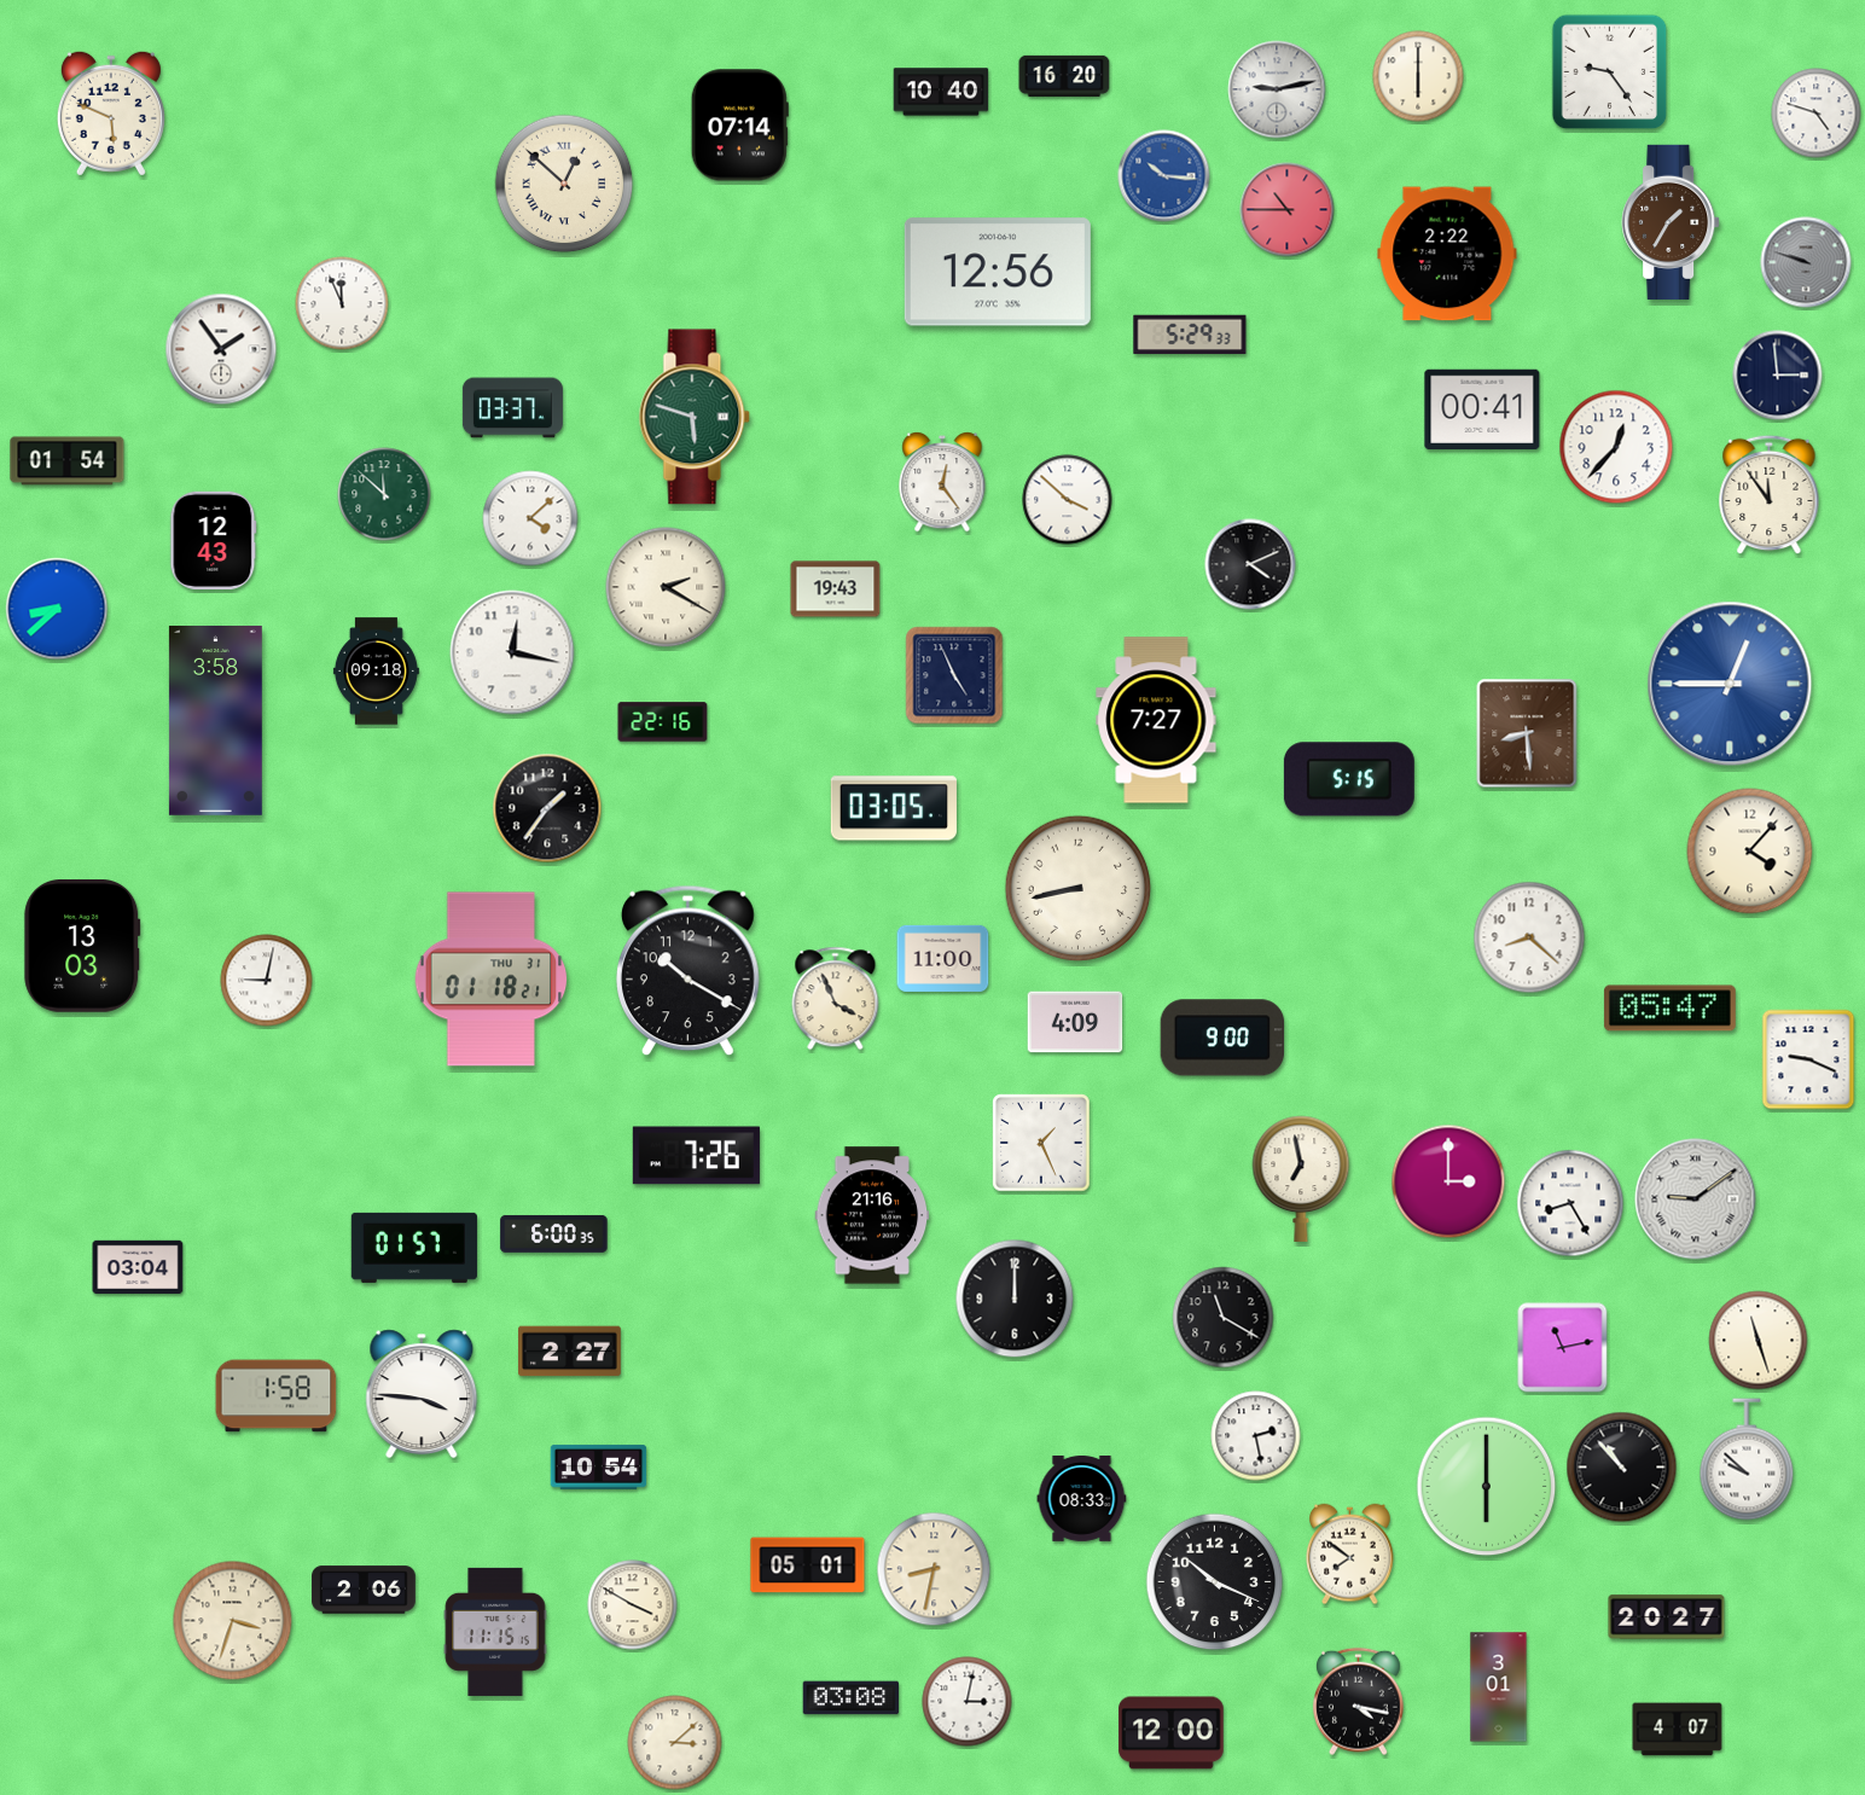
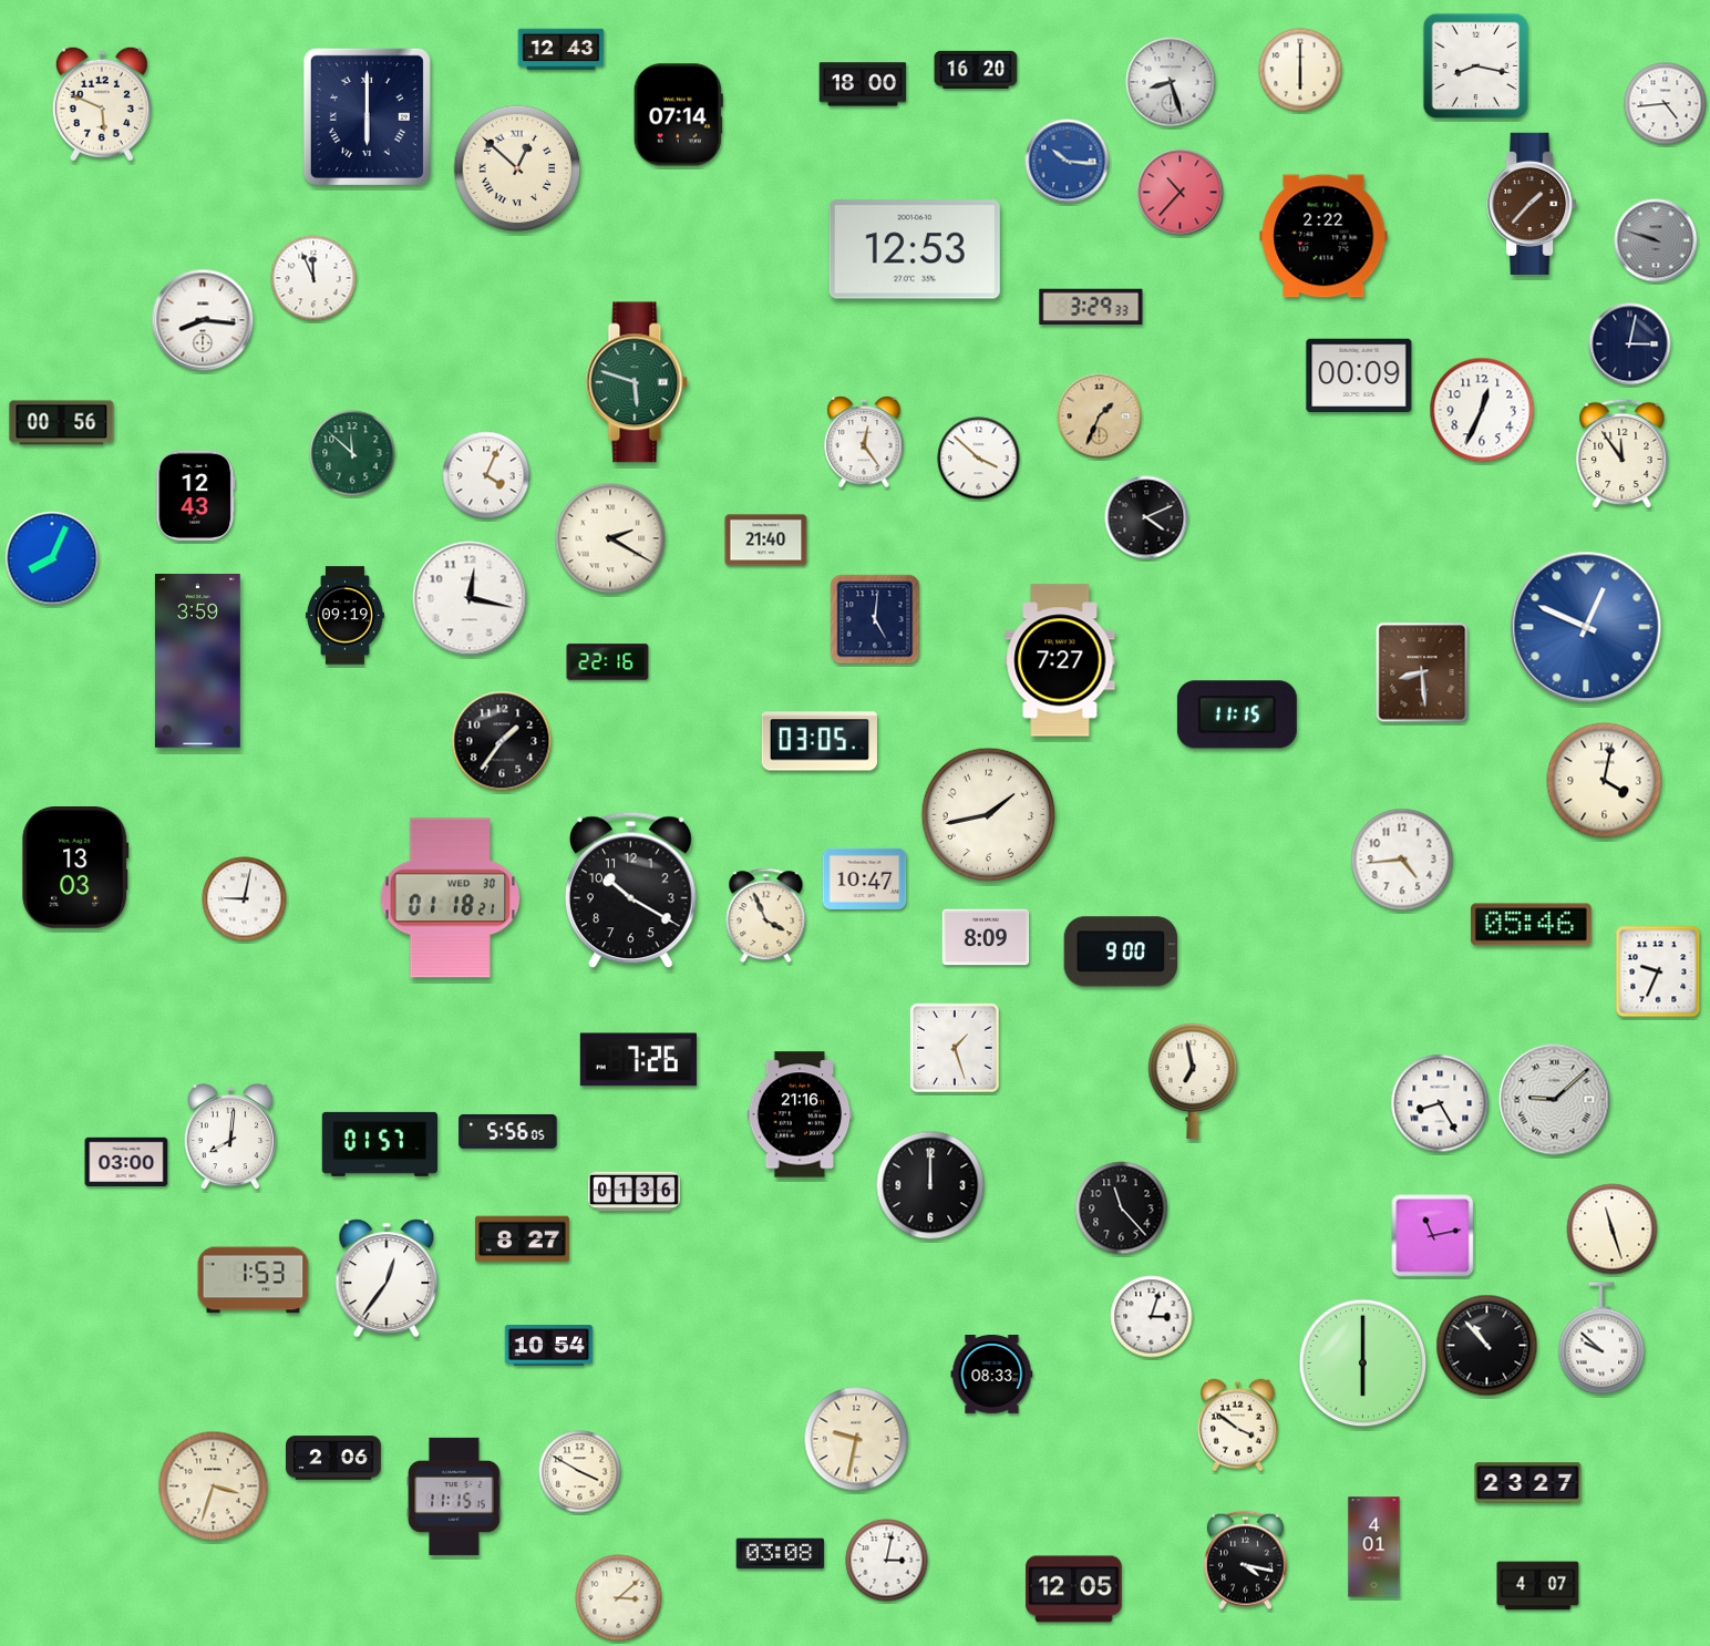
clock at (562, 50): none -> 12:43
clock at (1610, 72): 9:24 -> 8:17
clock at (1277, 89): 9:13 -> 8:27
clock at (941, 92): 10:40 -> 18:00
clock at (1817, 114): 4:48 -> 4:44
clock at (367, 116): none -> 6:00
clock at (1288, 210): 10:45 -> 10:37
clock at (1671, 222): 1:35 -> 1:37
clock at (1447, 254) position: (1447, 254) -> (1323, 236)
clock at (998, 272): 12:56 -> 12:53
clock at (1190, 333): 5:29 -> 3:29
clock at (221, 349): 1:54 -> 8:16
clock at (1778, 376): 2:59 -> 3:02
clock at (512, 408): 03:37 -> none
clock at (1482, 408): 00:41 -> 00:09
clock at (1616, 447): 12:37 -> 12:34
clock at (1100, 416): none -> 1:34
clock at (68, 461): 01:54 -> 00:56
clock at (530, 518): 4:08 -> 4:04
clock at (836, 589): 19:43 -> 21:40
clock at (57, 609): 8:38 -> 8:04
clock at (376, 672): 09:18 -> 09:19
clock at (954, 675): 4:56 -> 5:01
clock at (1730, 684): 12:45 -> 12:49
clock at (215, 721): 3:58 -> 3:59
clock at (1527, 733) position: (1527, 733) -> (1422, 672)
clock at (1349, 779): 5:15 -> 11:15
clock at (1750, 852): 4:07 -> 4:02
clock at (1079, 889): 8:43 -> 1:43
clock at (1529, 937): 8:22 -> 4:44
clock at (943, 958): 11:00 -> 10:47
clock at (492, 980) date: THU 31 -> WED 30
clock at (1669, 1009): 05:47 -> 05:46
clock at (1075, 1022): 4:09 -> 8:09
clock at (1808, 1059): 9:19 -> 9:34
clock at (1041, 1143): 1:26 -> 1:27
clock at (1448, 1181): 3:00 -> none
clock at (1696, 1199): 9:09 -> 9:08
clock at (554, 1233): 6:00 -> 5:56
clock at (229, 1136): none -> 8:01
clock at (138, 1266): 03:04 -> 03:00
clock at (1015, 1299) position: (1015, 1299) -> (930, 1185)
clock at (633, 1192): none -> 01:36
clock at (1224, 1318): 11:20 -> 11:23
clock at (570, 1352): 2:27 -> 8:27
clock at (422, 1394): 3:46 -> 12:36
clock at (277, 1396): 1:58 -> 1:53
clock at (1256, 1436): 2:28 -> 3:03
clock at (1350, 1555): 7:51 -> 3:51
clock at (808, 1565): 05:01 -> none
clock at (934, 1569): 8:32 -> 9:32
clock at (1215, 1582): 10:19 -> none
clock at (1667, 1617): 20:27 -> 23:27
clock at (1499, 1687): 3:01 -> 4:01
clock at (852, 1698) position: (852, 1698) -> (781, 1554)
clock at (1172, 1733): 12:00 -> 12:05
